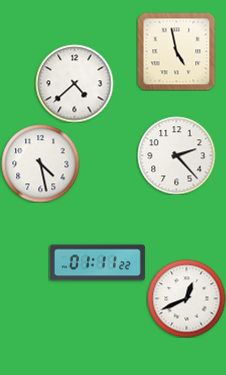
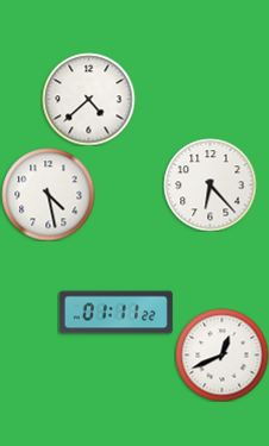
clock at (176, 51): 4:58 -> none
clock at (176, 155): 2:23 -> 6:23
